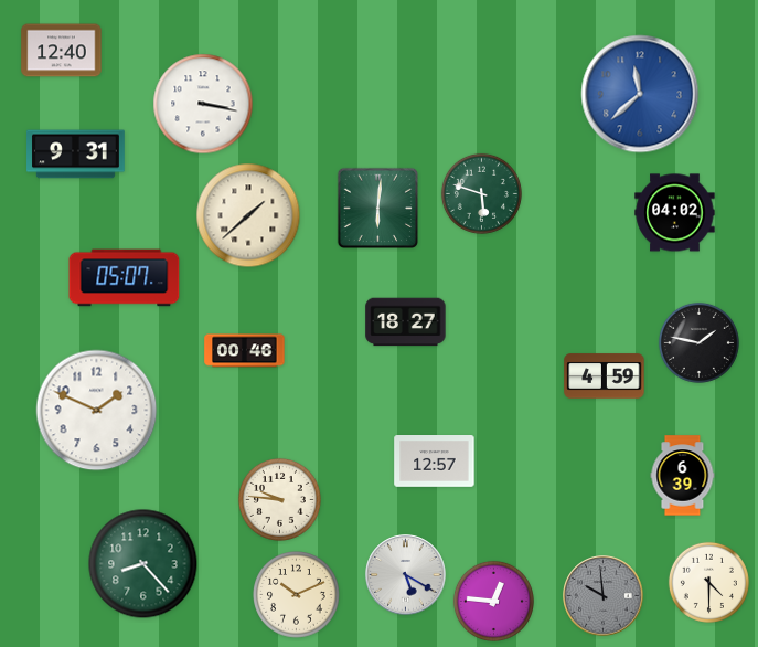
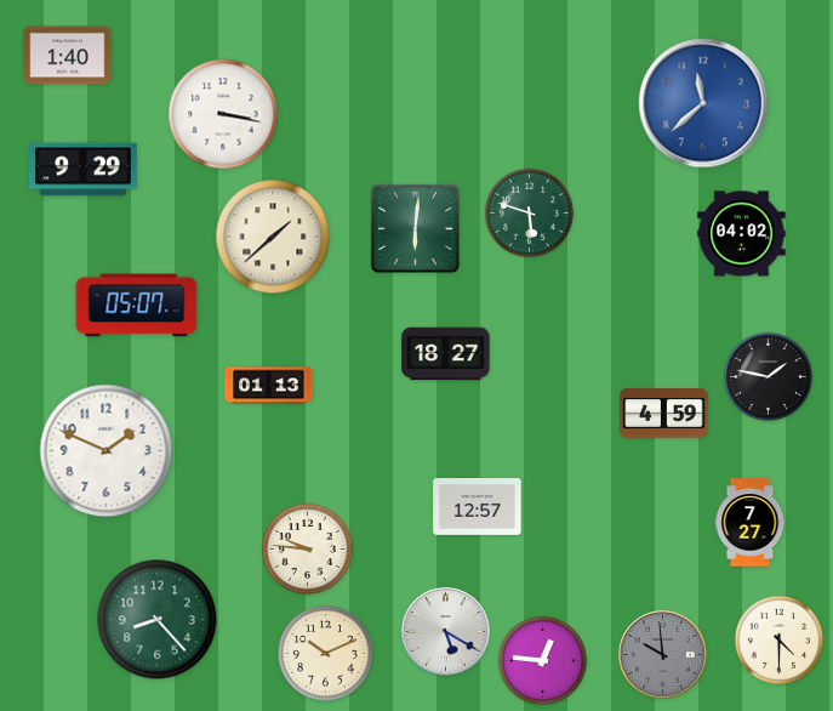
clock at (62, 51): 12:40 -> 1:40
clock at (76, 155): 9:31 -> 9:29
clock at (245, 351): 00:46 -> 01:13
clock at (683, 476): 6:39 -> 7:27
